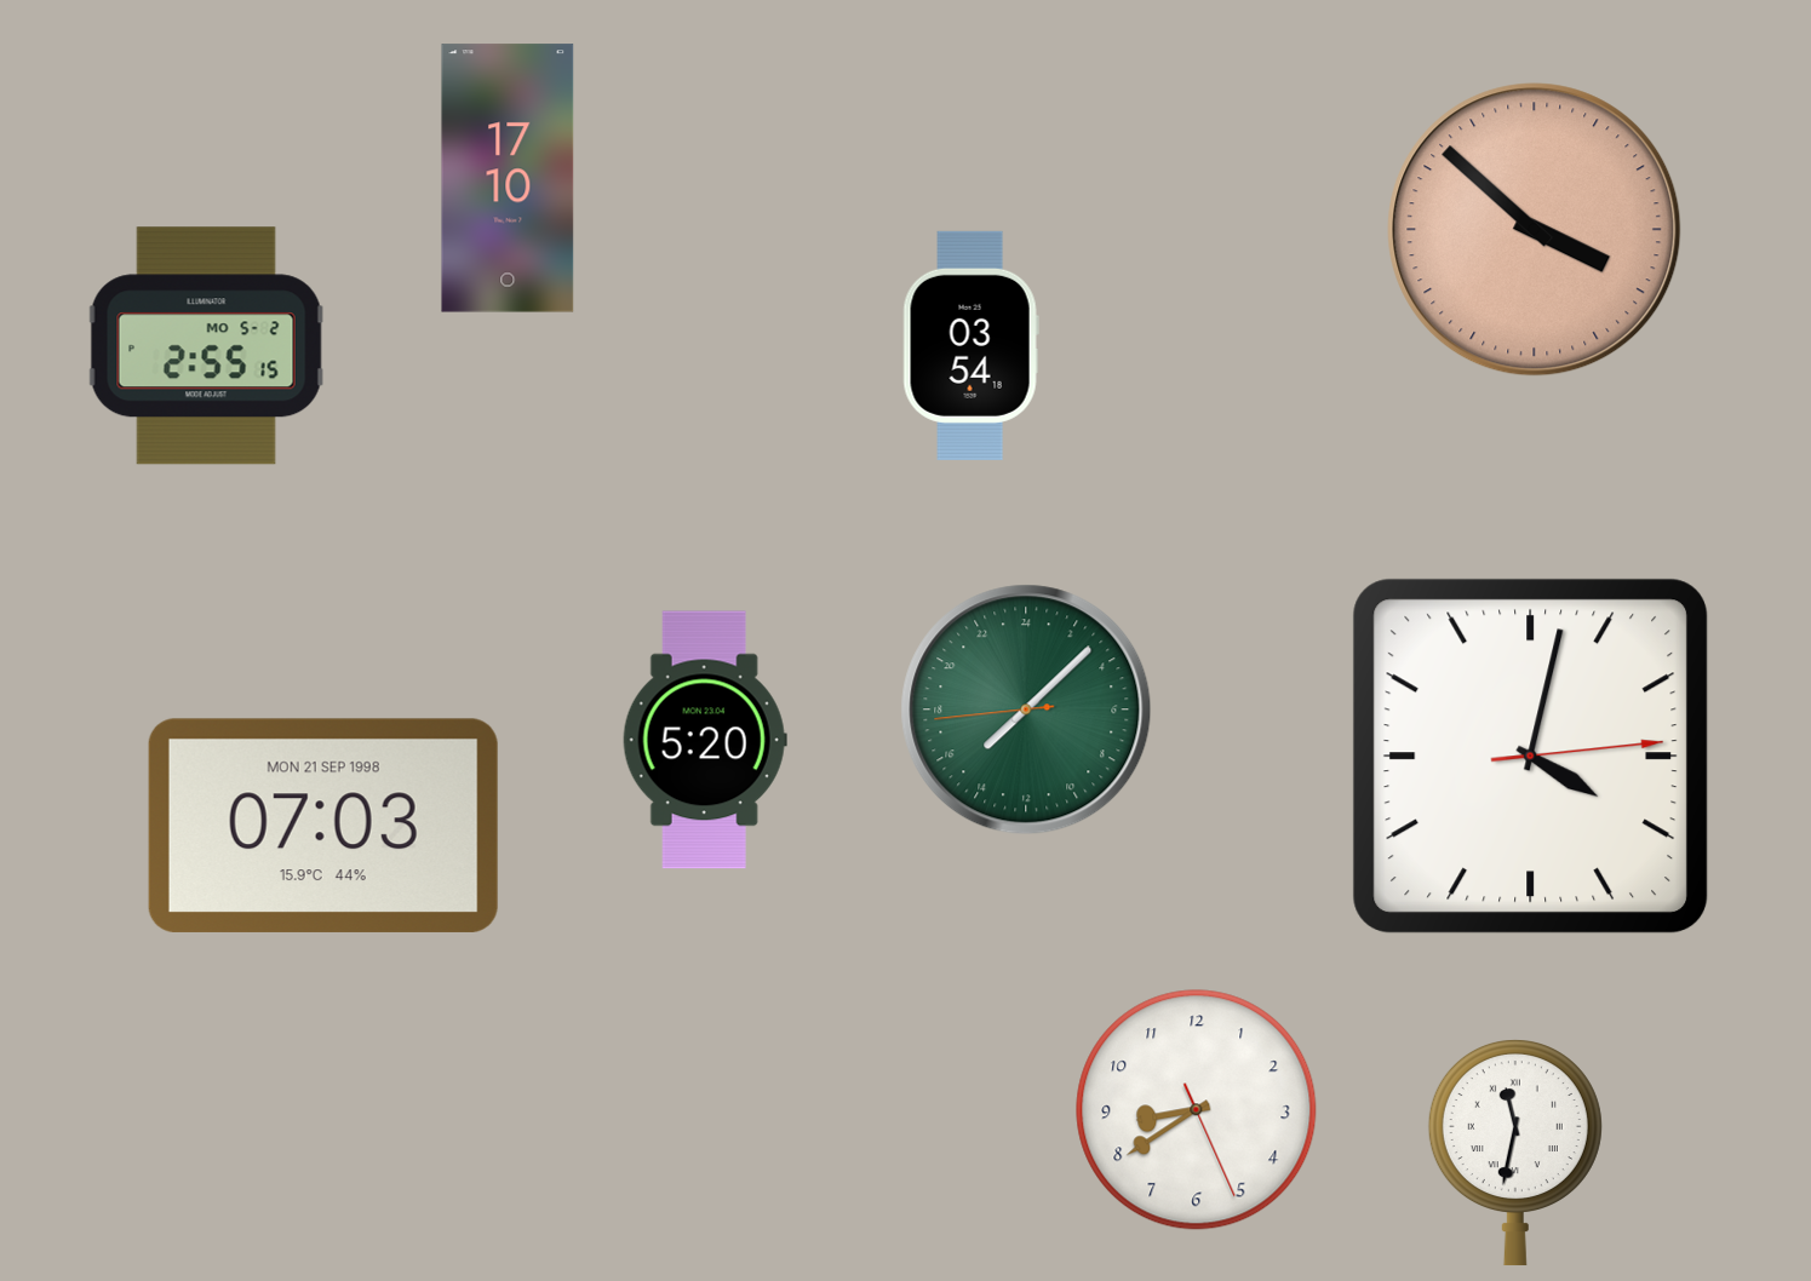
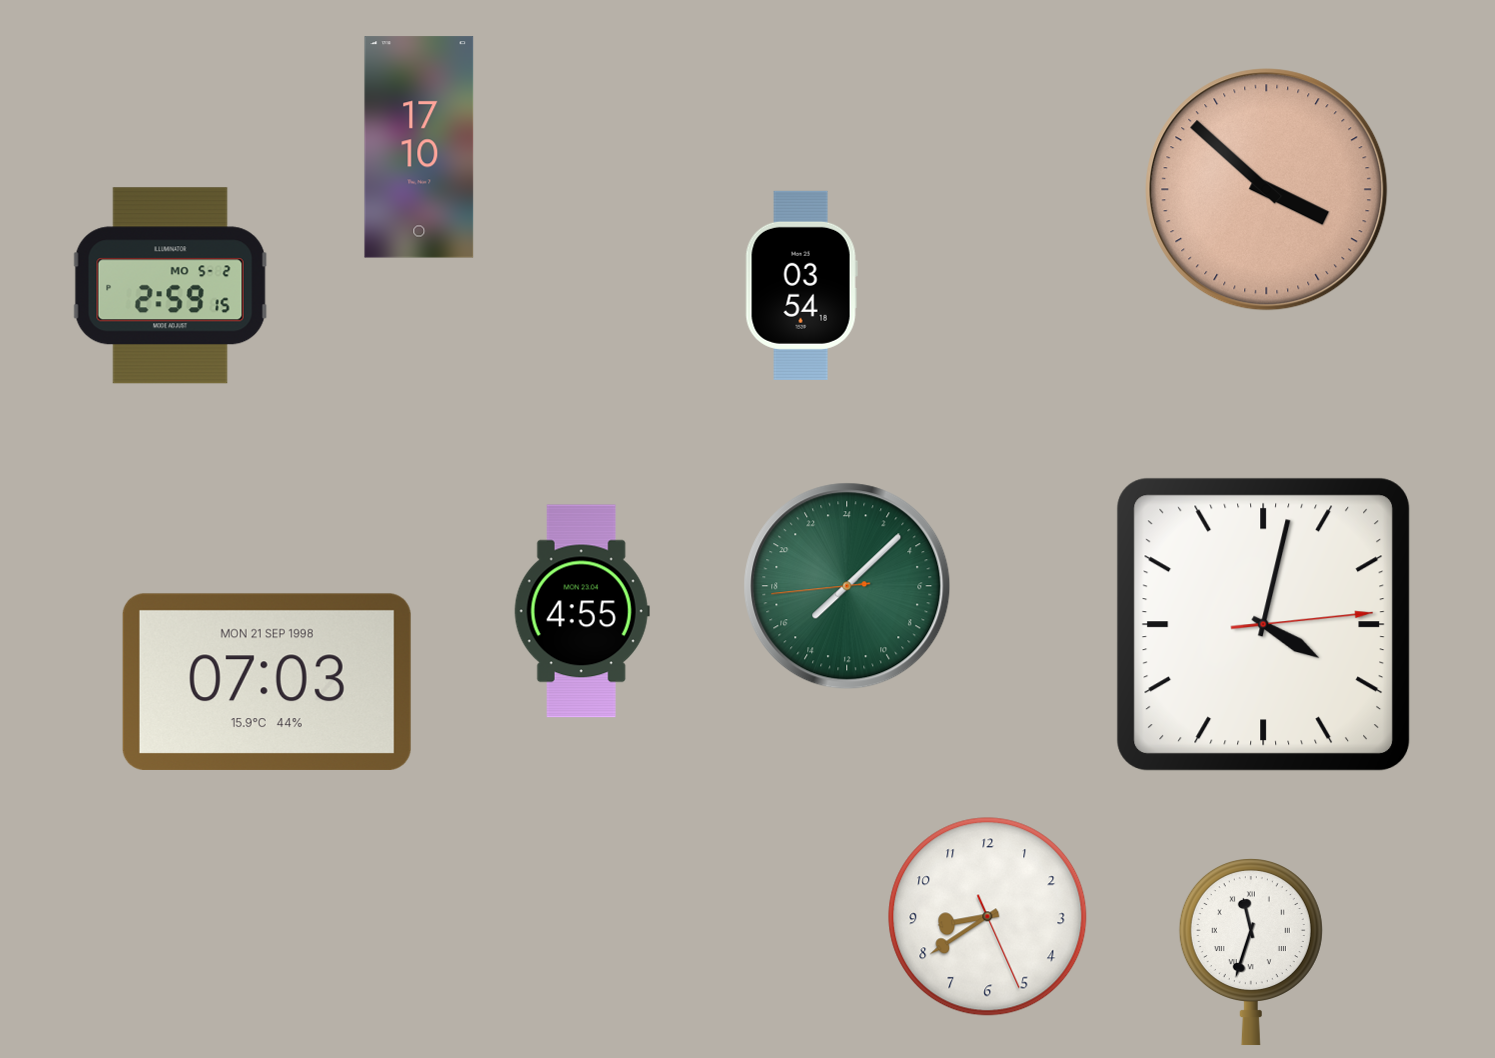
clock at (207, 346): 2:55 -> 2:59
clock at (705, 740): 5:20 -> 4:55
clock at (1515, 1154): 11:32 -> 11:33
